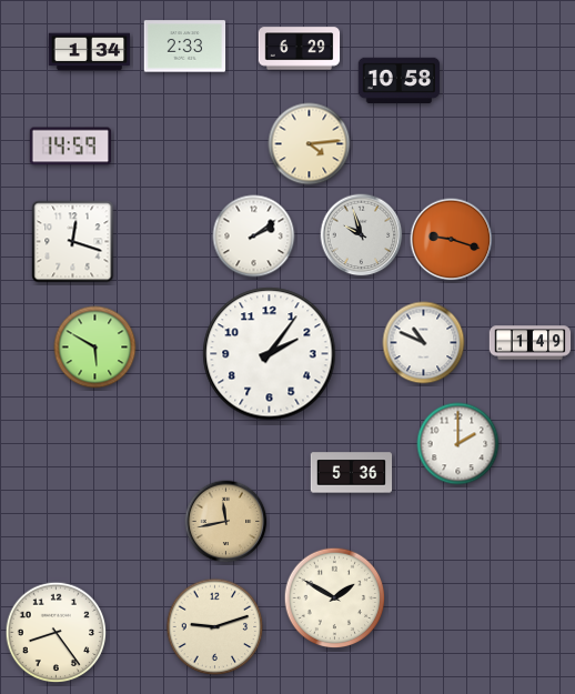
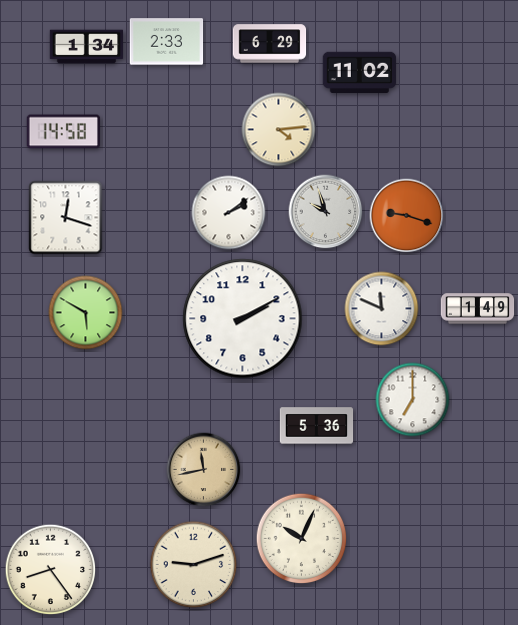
clock at (90, 52) position: (90, 52) -> (87, 47)
clock at (400, 80): 10:58 -> 11:02
clock at (71, 147): 14:59 -> 14:58
clock at (424, 343): 10:49 -> 11:49
clock at (270, 354): 2:06 -> 2:10
clock at (458, 444): 2:00 -> 7:00
clock at (335, 599): 1:50 -> 10:04
